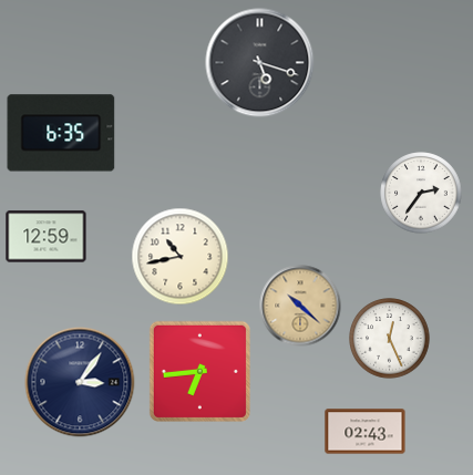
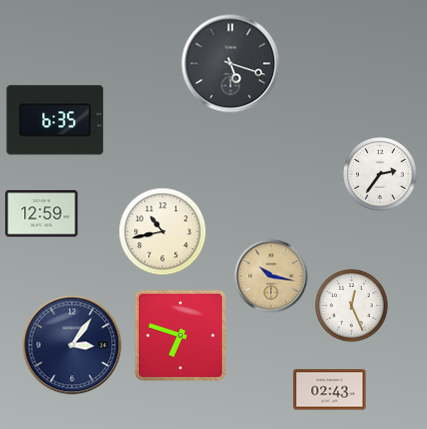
clock at (260, 63) position: (260, 63) -> (231, 64)
clock at (300, 306): 10:22 -> 10:17
clock at (199, 371): 6:44 -> 6:48
